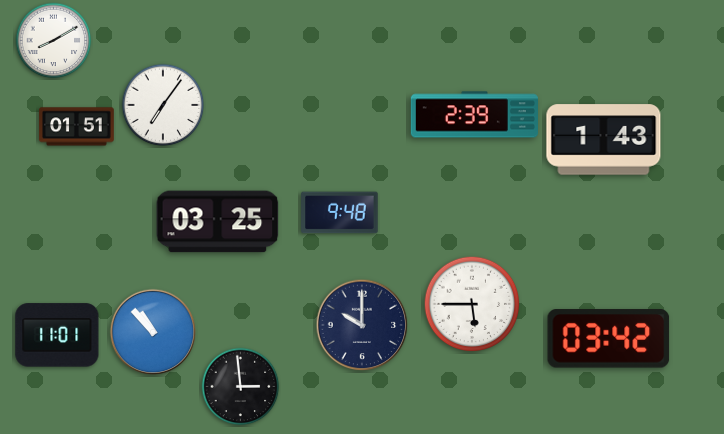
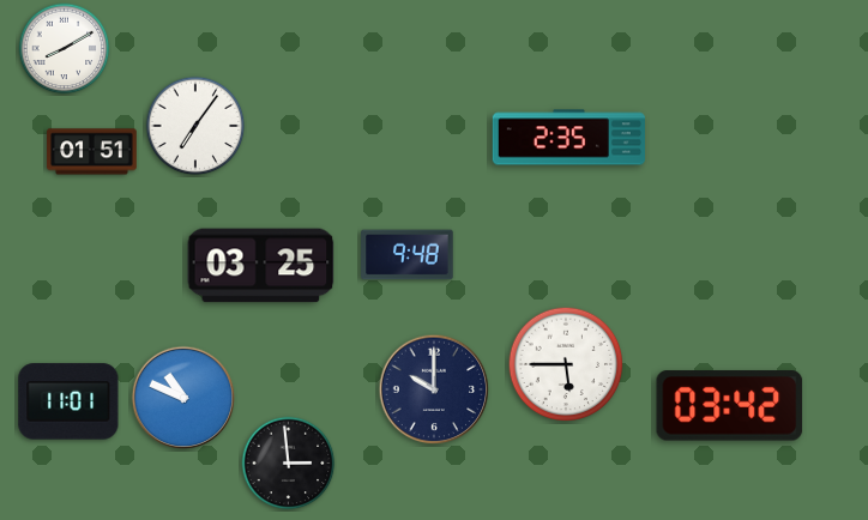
clock at (474, 115): 2:39 -> 2:35
clock at (604, 140): 1:43 -> none
clock at (153, 332): 10:53 -> 10:49
